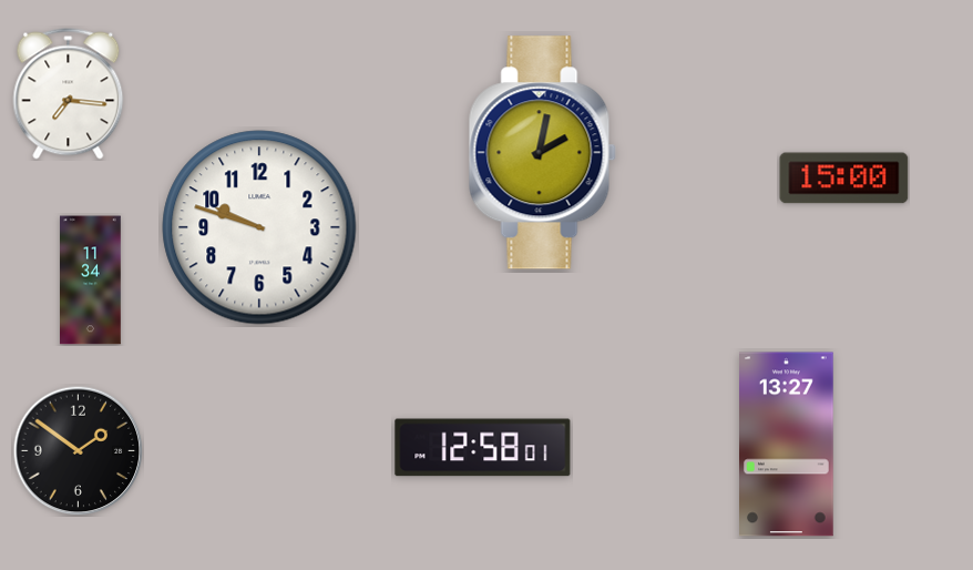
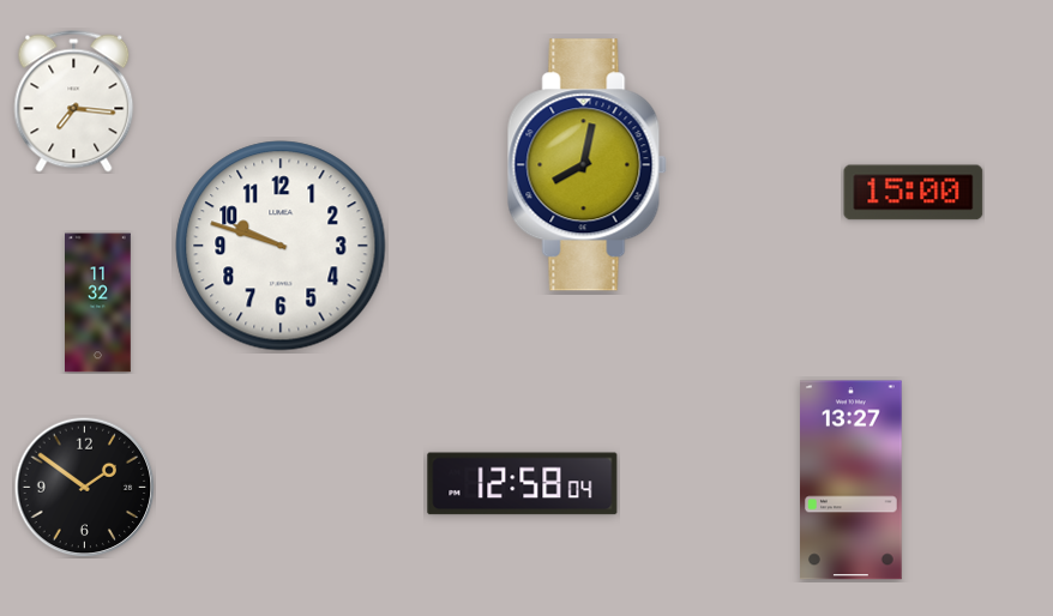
clock at (542, 153): 2:02 -> 8:02
clock at (91, 281): 11:34 -> 11:32
clock at (483, 448): 12:58:01 -> 12:58:04
